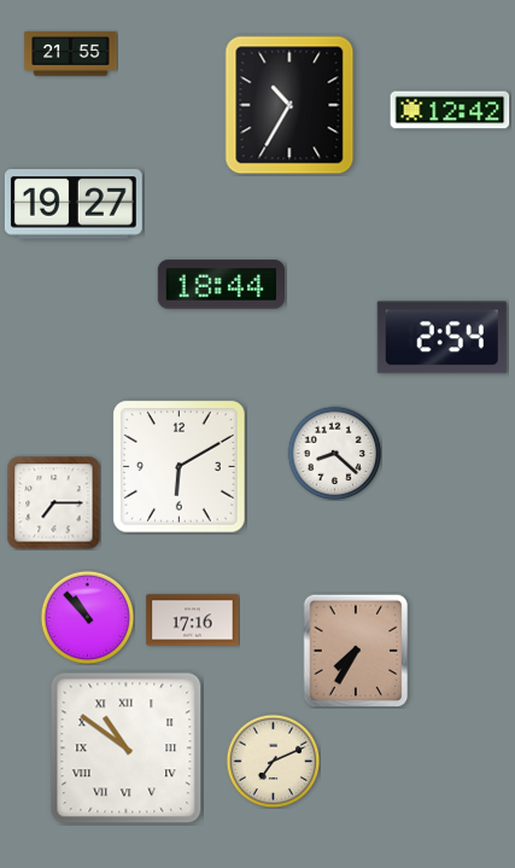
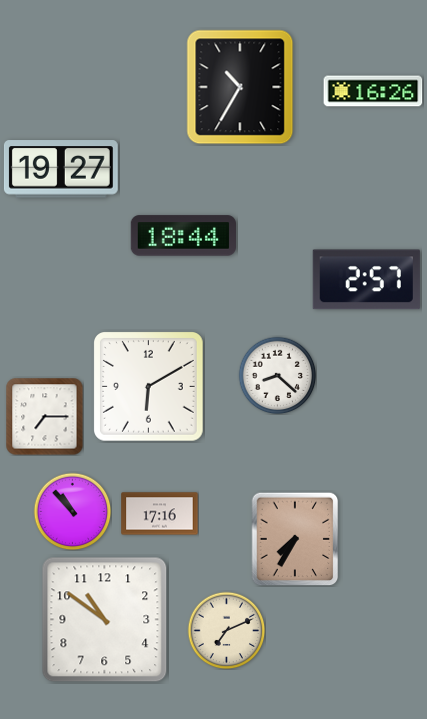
clock at (71, 54): 21:55 -> none
clock at (450, 110): 12:42 -> 16:26
clock at (441, 338): 2:54 -> 2:57
clock at (127, 748) numerals: Roman -> Arabic
